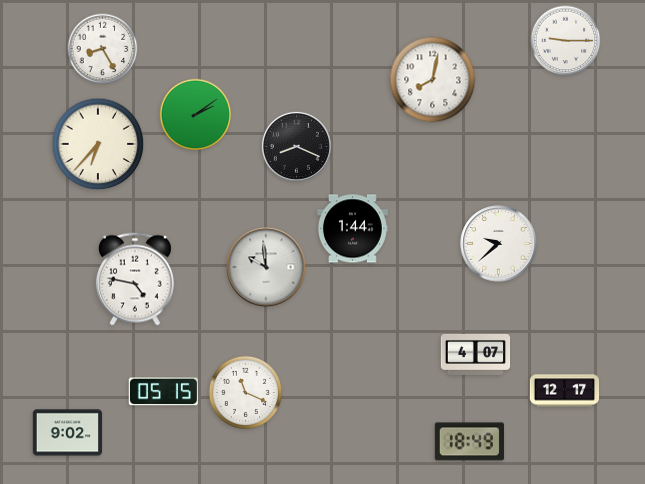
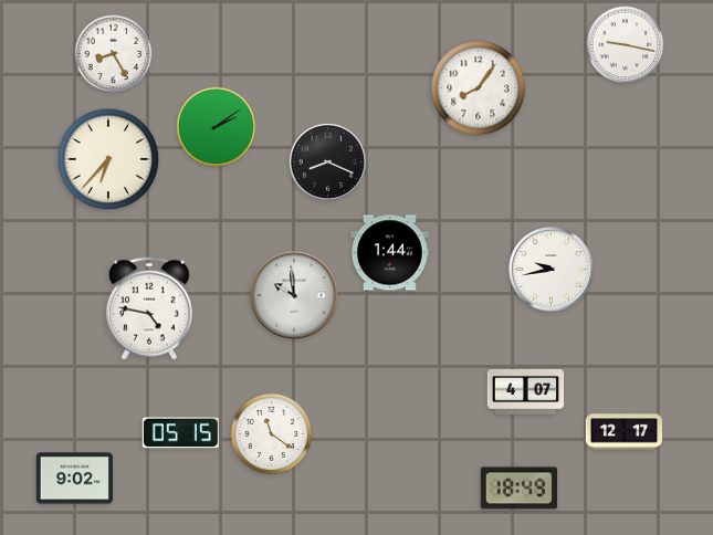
clock at (566, 41): 9:15 -> 9:17
clock at (433, 80): 8:02 -> 8:06
clock at (499, 244): 9:38 -> 9:43
clock at (245, 392): 11:19 -> 11:21
